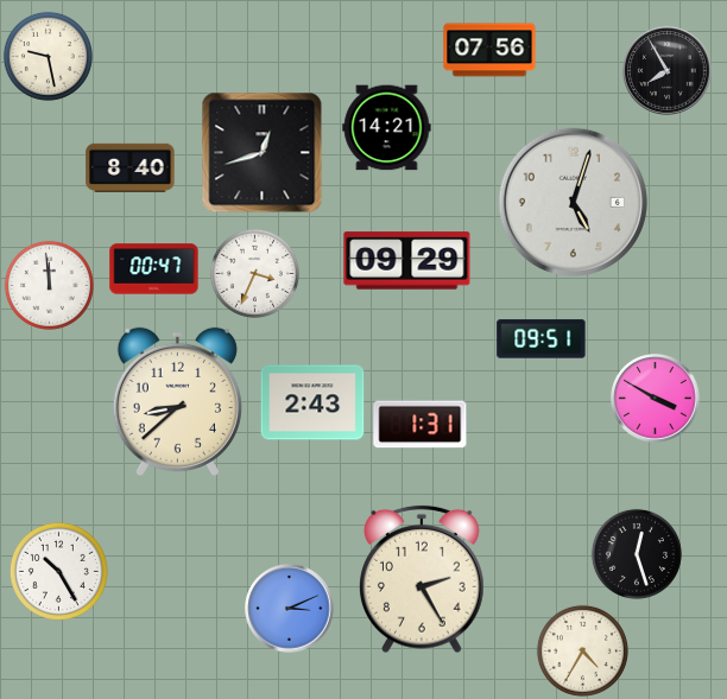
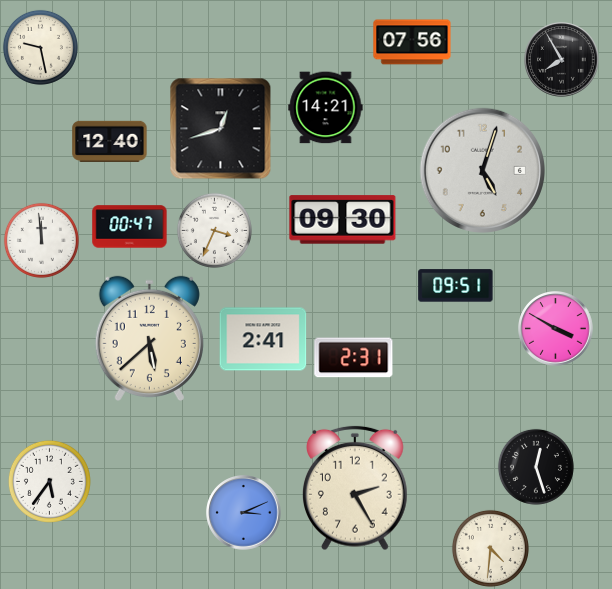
clock at (131, 167): 8:40 -> 12:40
clock at (407, 261): 09:29 -> 09:30
clock at (656, 399) position: (656, 399) -> (556, 329)
clock at (177, 401): 8:38 -> 5:38
clock at (312, 402): 2:43 -> 2:41
clock at (421, 425): 1:31 -> 2:31
clock at (58, 571): 10:25 -> 5:36
clock at (582, 650): 4:35 -> 4:31
